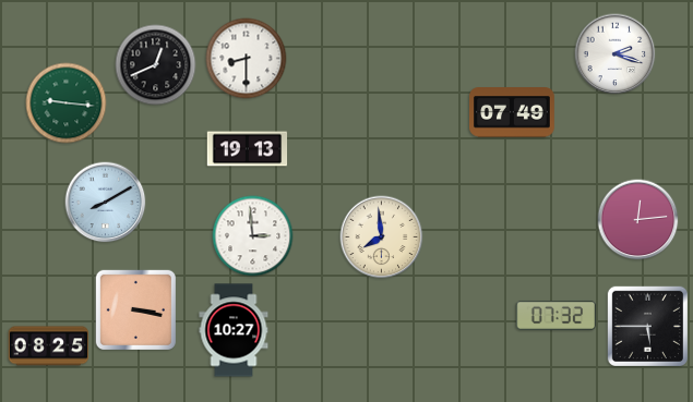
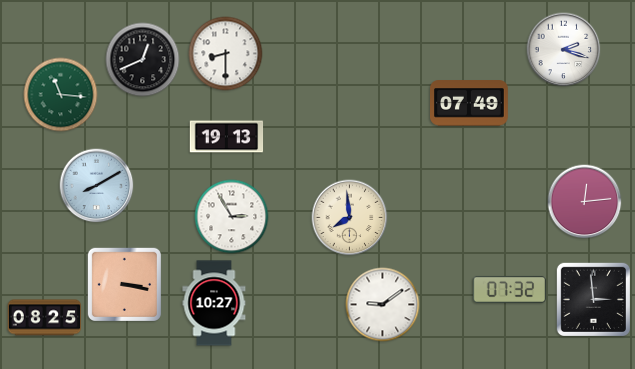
clock at (67, 103): 9:16 -> 11:16
clock at (253, 236): 2:59 -> 2:55
clock at (647, 326): 5:45 -> 2:59
clock at (383, 305): none -> 9:09
